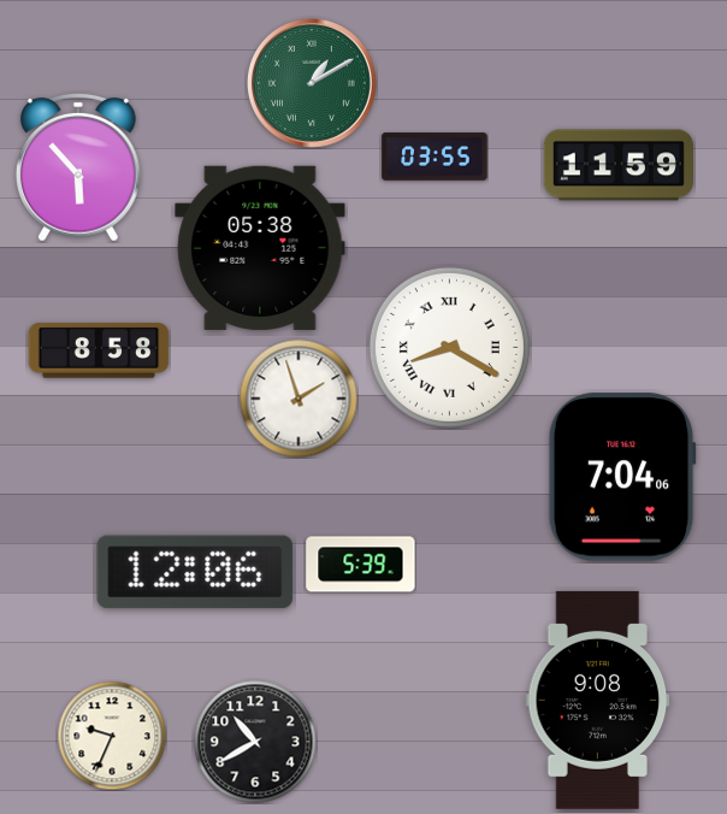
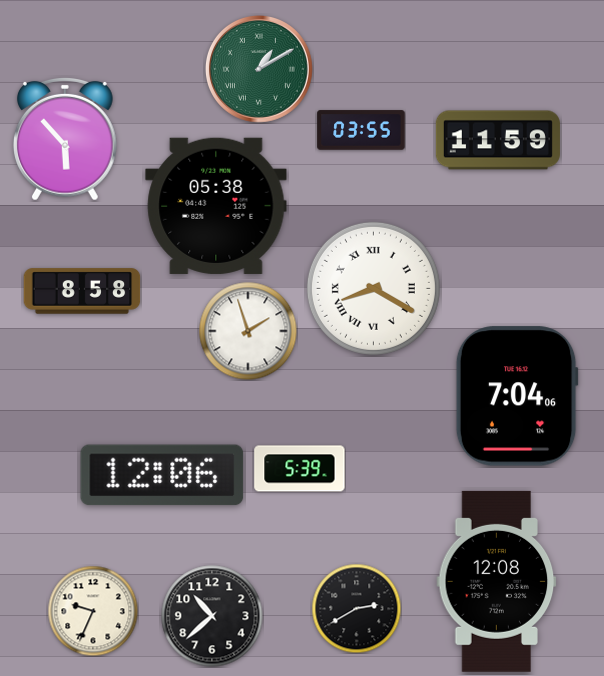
clock at (619, 165) position: (619, 165) -> (498, 140)
clock at (598, 700): 9:08 -> 12:08
clock at (356, 608): none -> 2:40
clock at (255, 742): 10:40 -> 10:38
